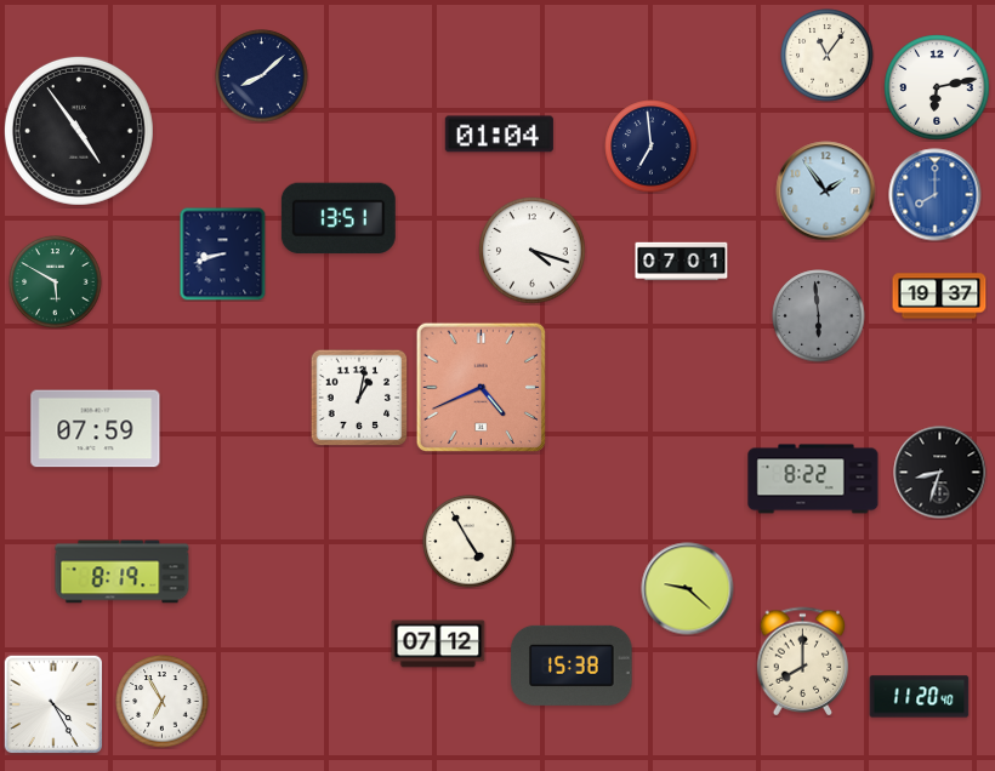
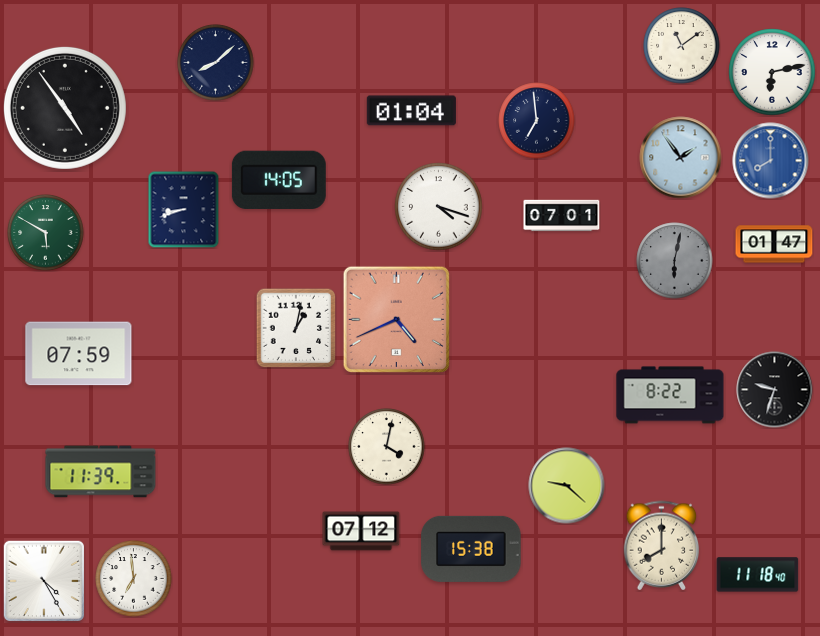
clock at (828, 56): 11:06 -> 11:09
clock at (339, 218): 13:51 -> 14:05
clock at (939, 296): 19:37 -> 01:47
clock at (819, 316): 5:59 -> 6:02
clock at (940, 473): 8:33 -> 9:33
clock at (470, 542): 4:55 -> 4:02
clock at (123, 572): 8:19 -> 11:39
clock at (920, 697): 11:20 -> 11:18
clock at (163, 702): 6:55 -> 6:59
